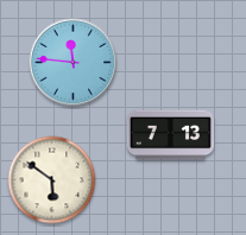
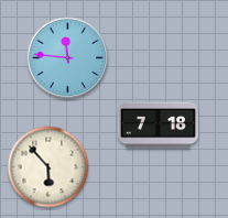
clock at (170, 135): 7:13 -> 7:18
clock at (52, 180): 5:51 -> 5:53
